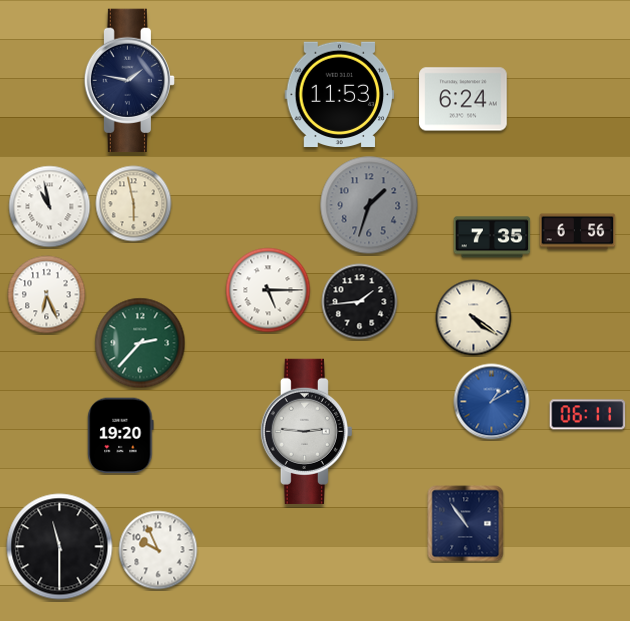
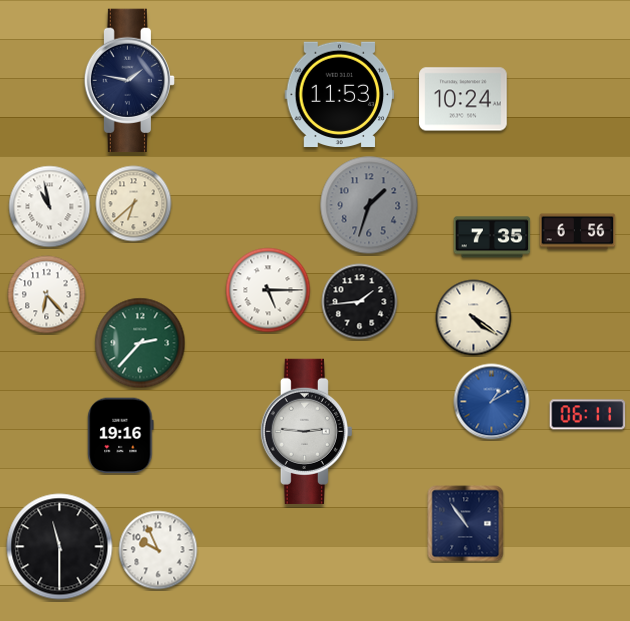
clock at (463, 99): 6:24 -> 10:24
clock at (134, 204): 5:58 -> 6:38
clock at (47, 295): 6:26 -> 6:23
clock at (121, 436): 19:20 -> 19:16
